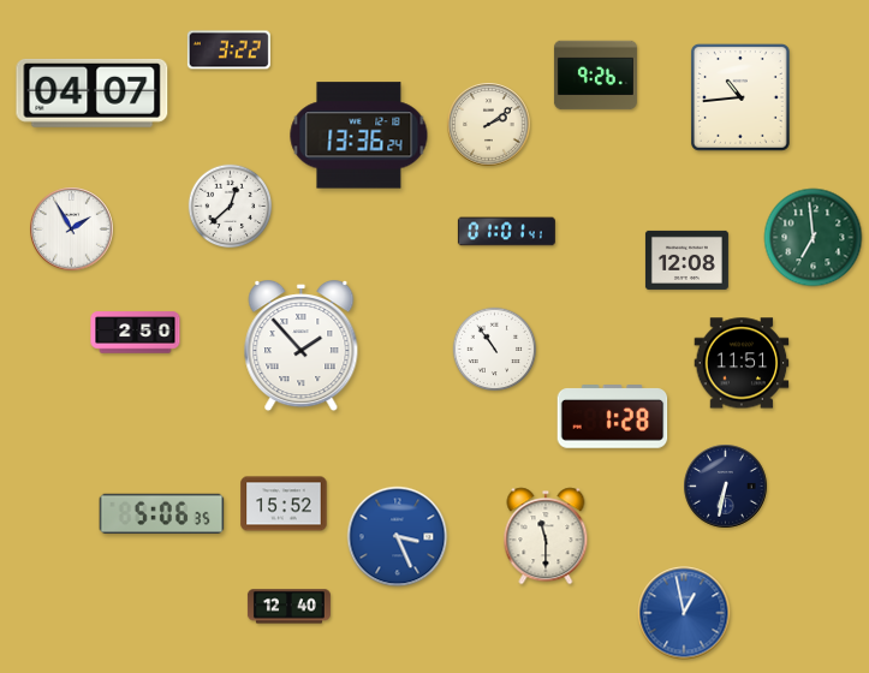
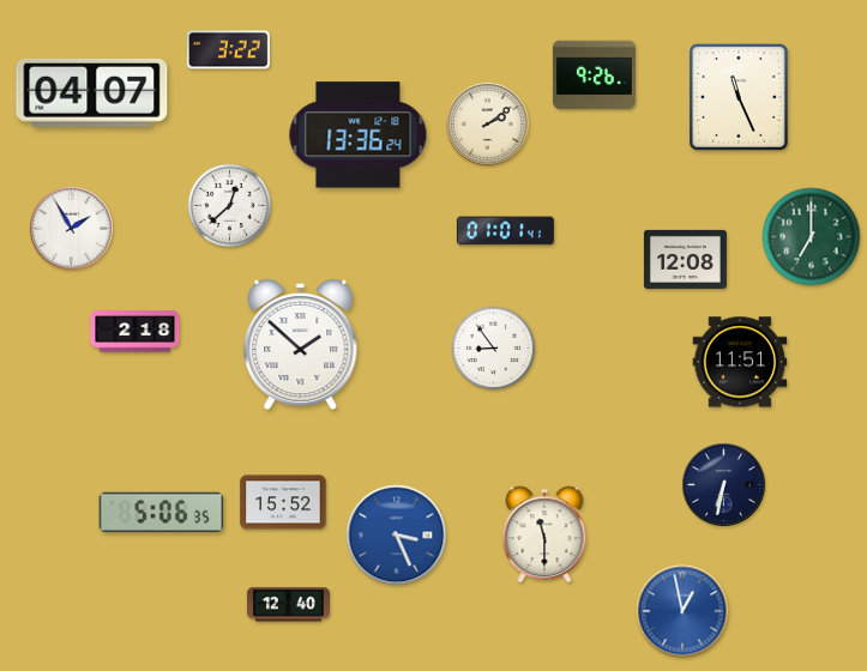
clock at (740, 97): 10:44 -> 11:26
clock at (814, 238): 6:59 -> 7:00
clock at (136, 333): 2:50 -> 2:18
clock at (302, 347): 1:53 -> 1:52
clock at (495, 350): 10:54 -> 8:54
clock at (613, 417): 1:28 -> none
